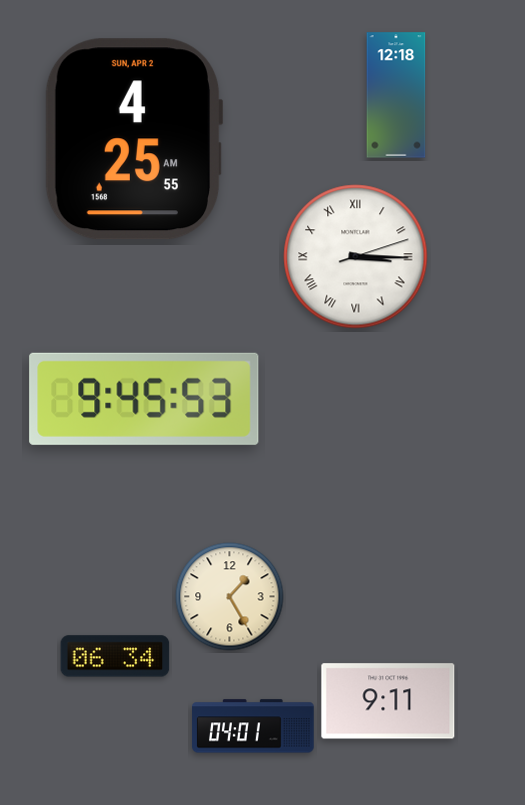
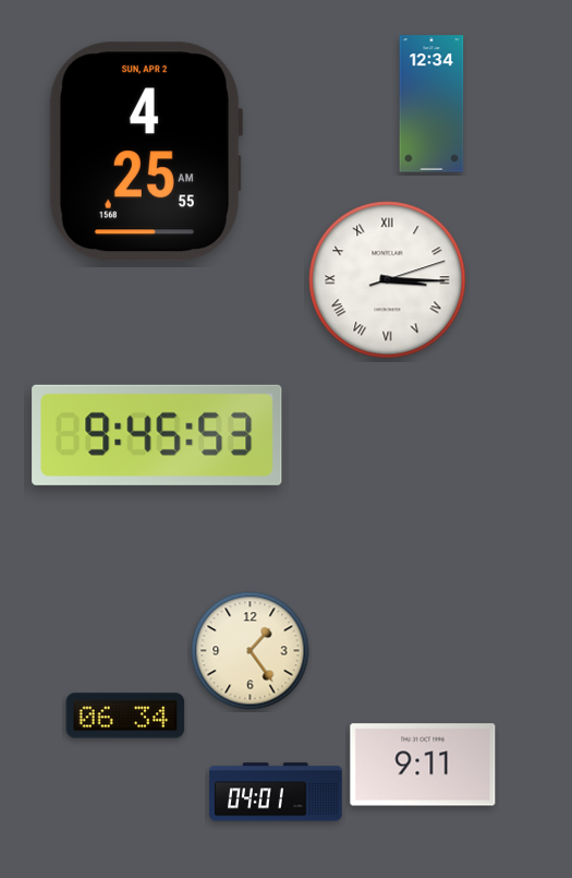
clock at (396, 95): 12:18 -> 12:34
clock at (230, 597): 1:25 -> 1:24
